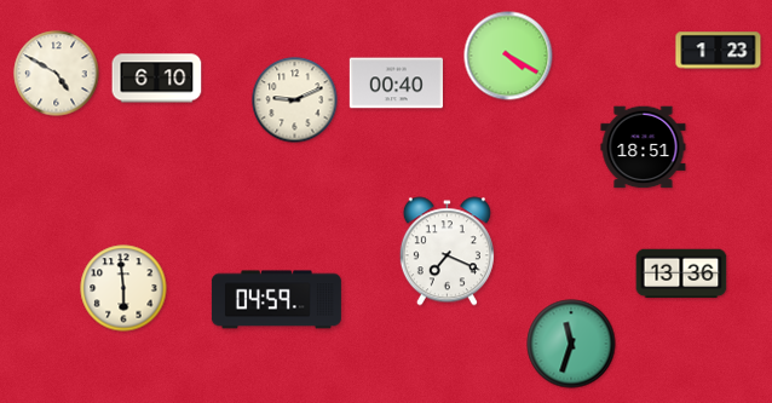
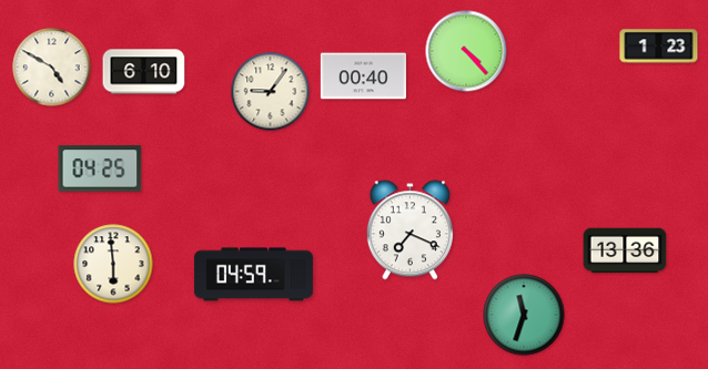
clock at (508, 56): 4:20 -> 4:23
clock at (295, 100): 9:11 -> 9:06
clock at (644, 148): 18:51 -> none
clock at (100, 168): none -> 04:25
